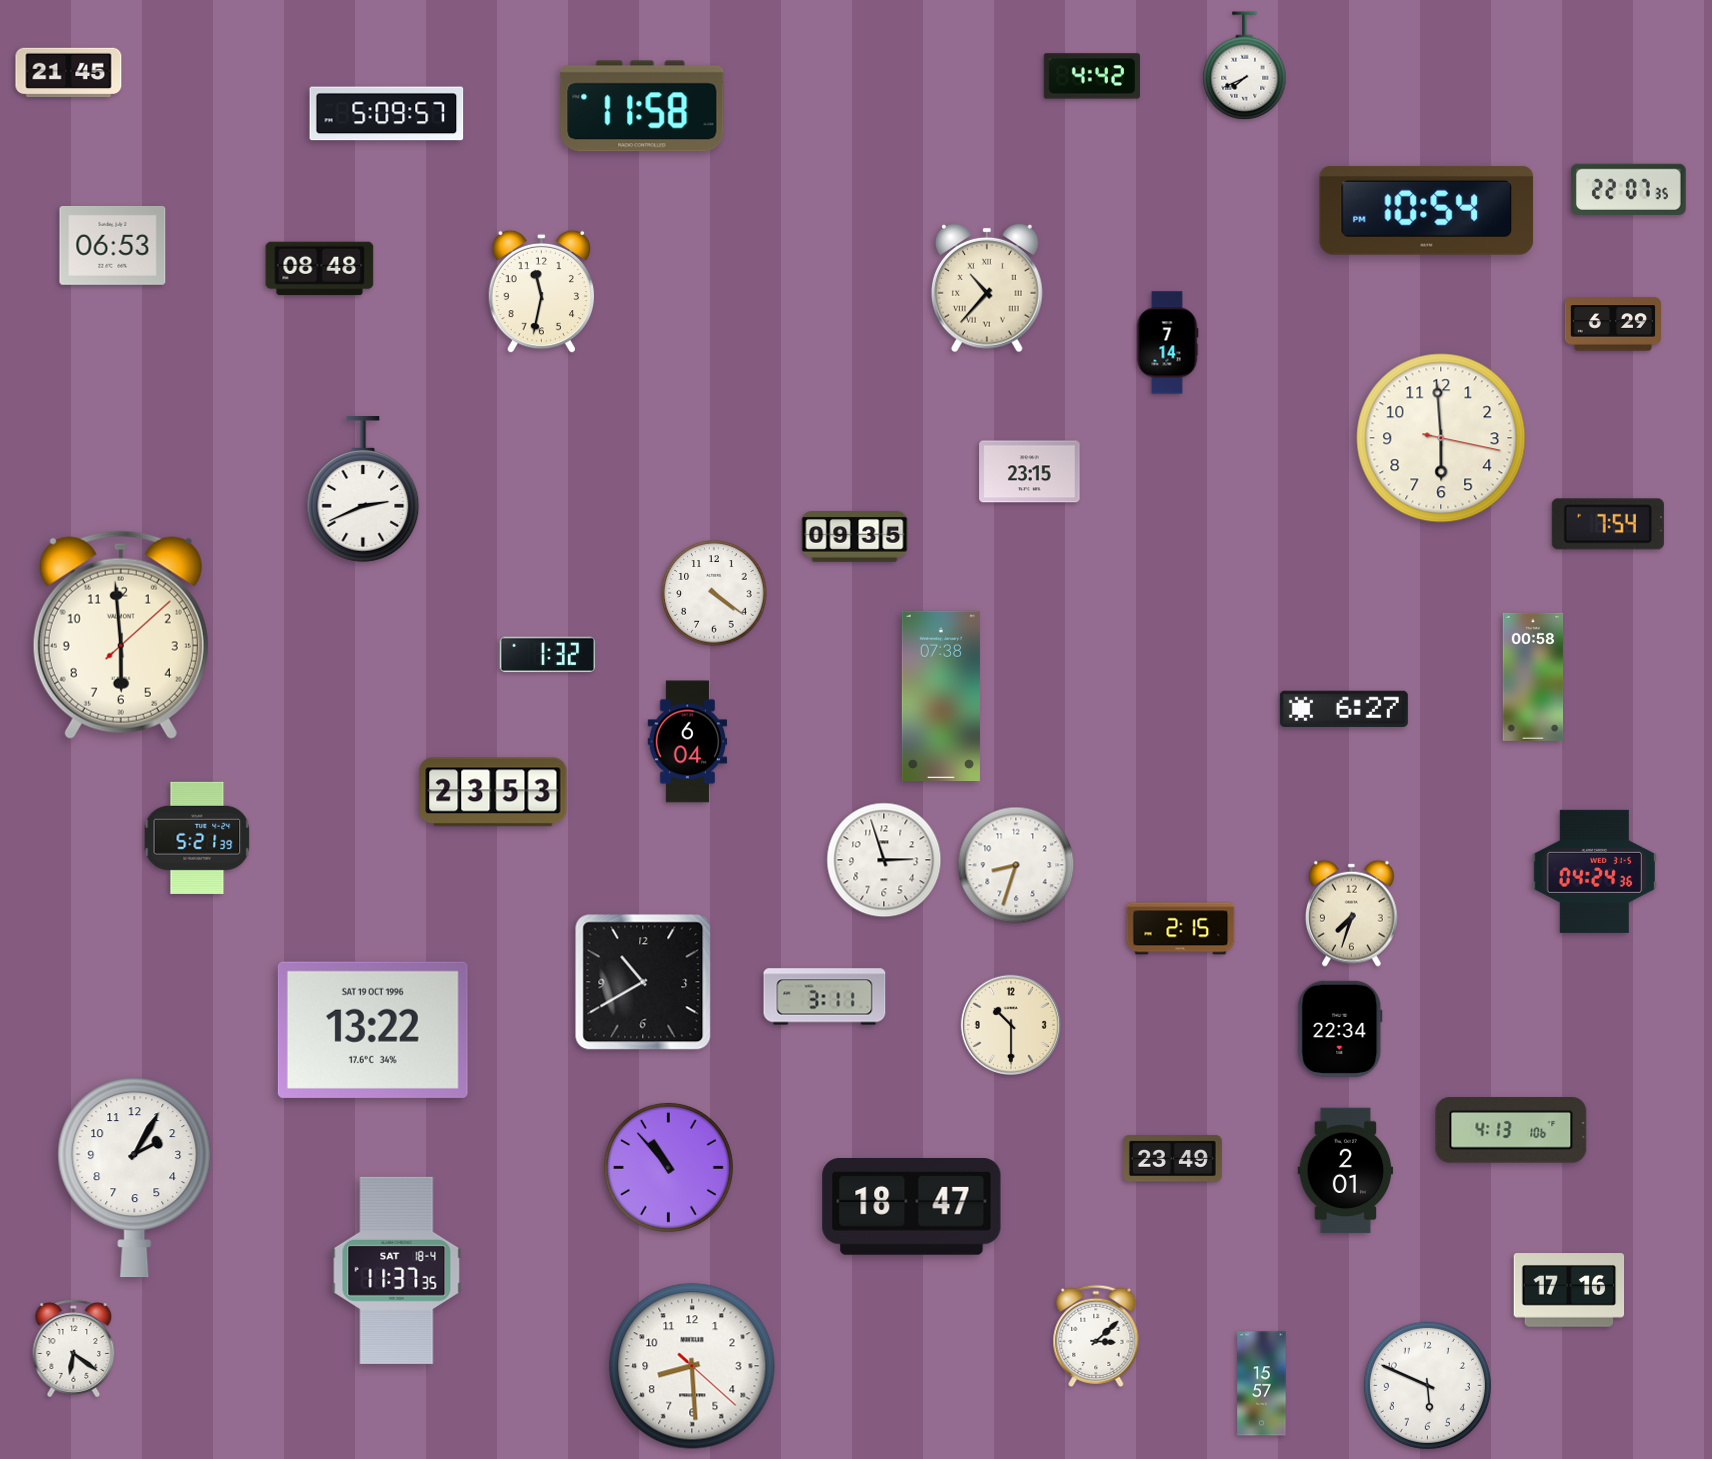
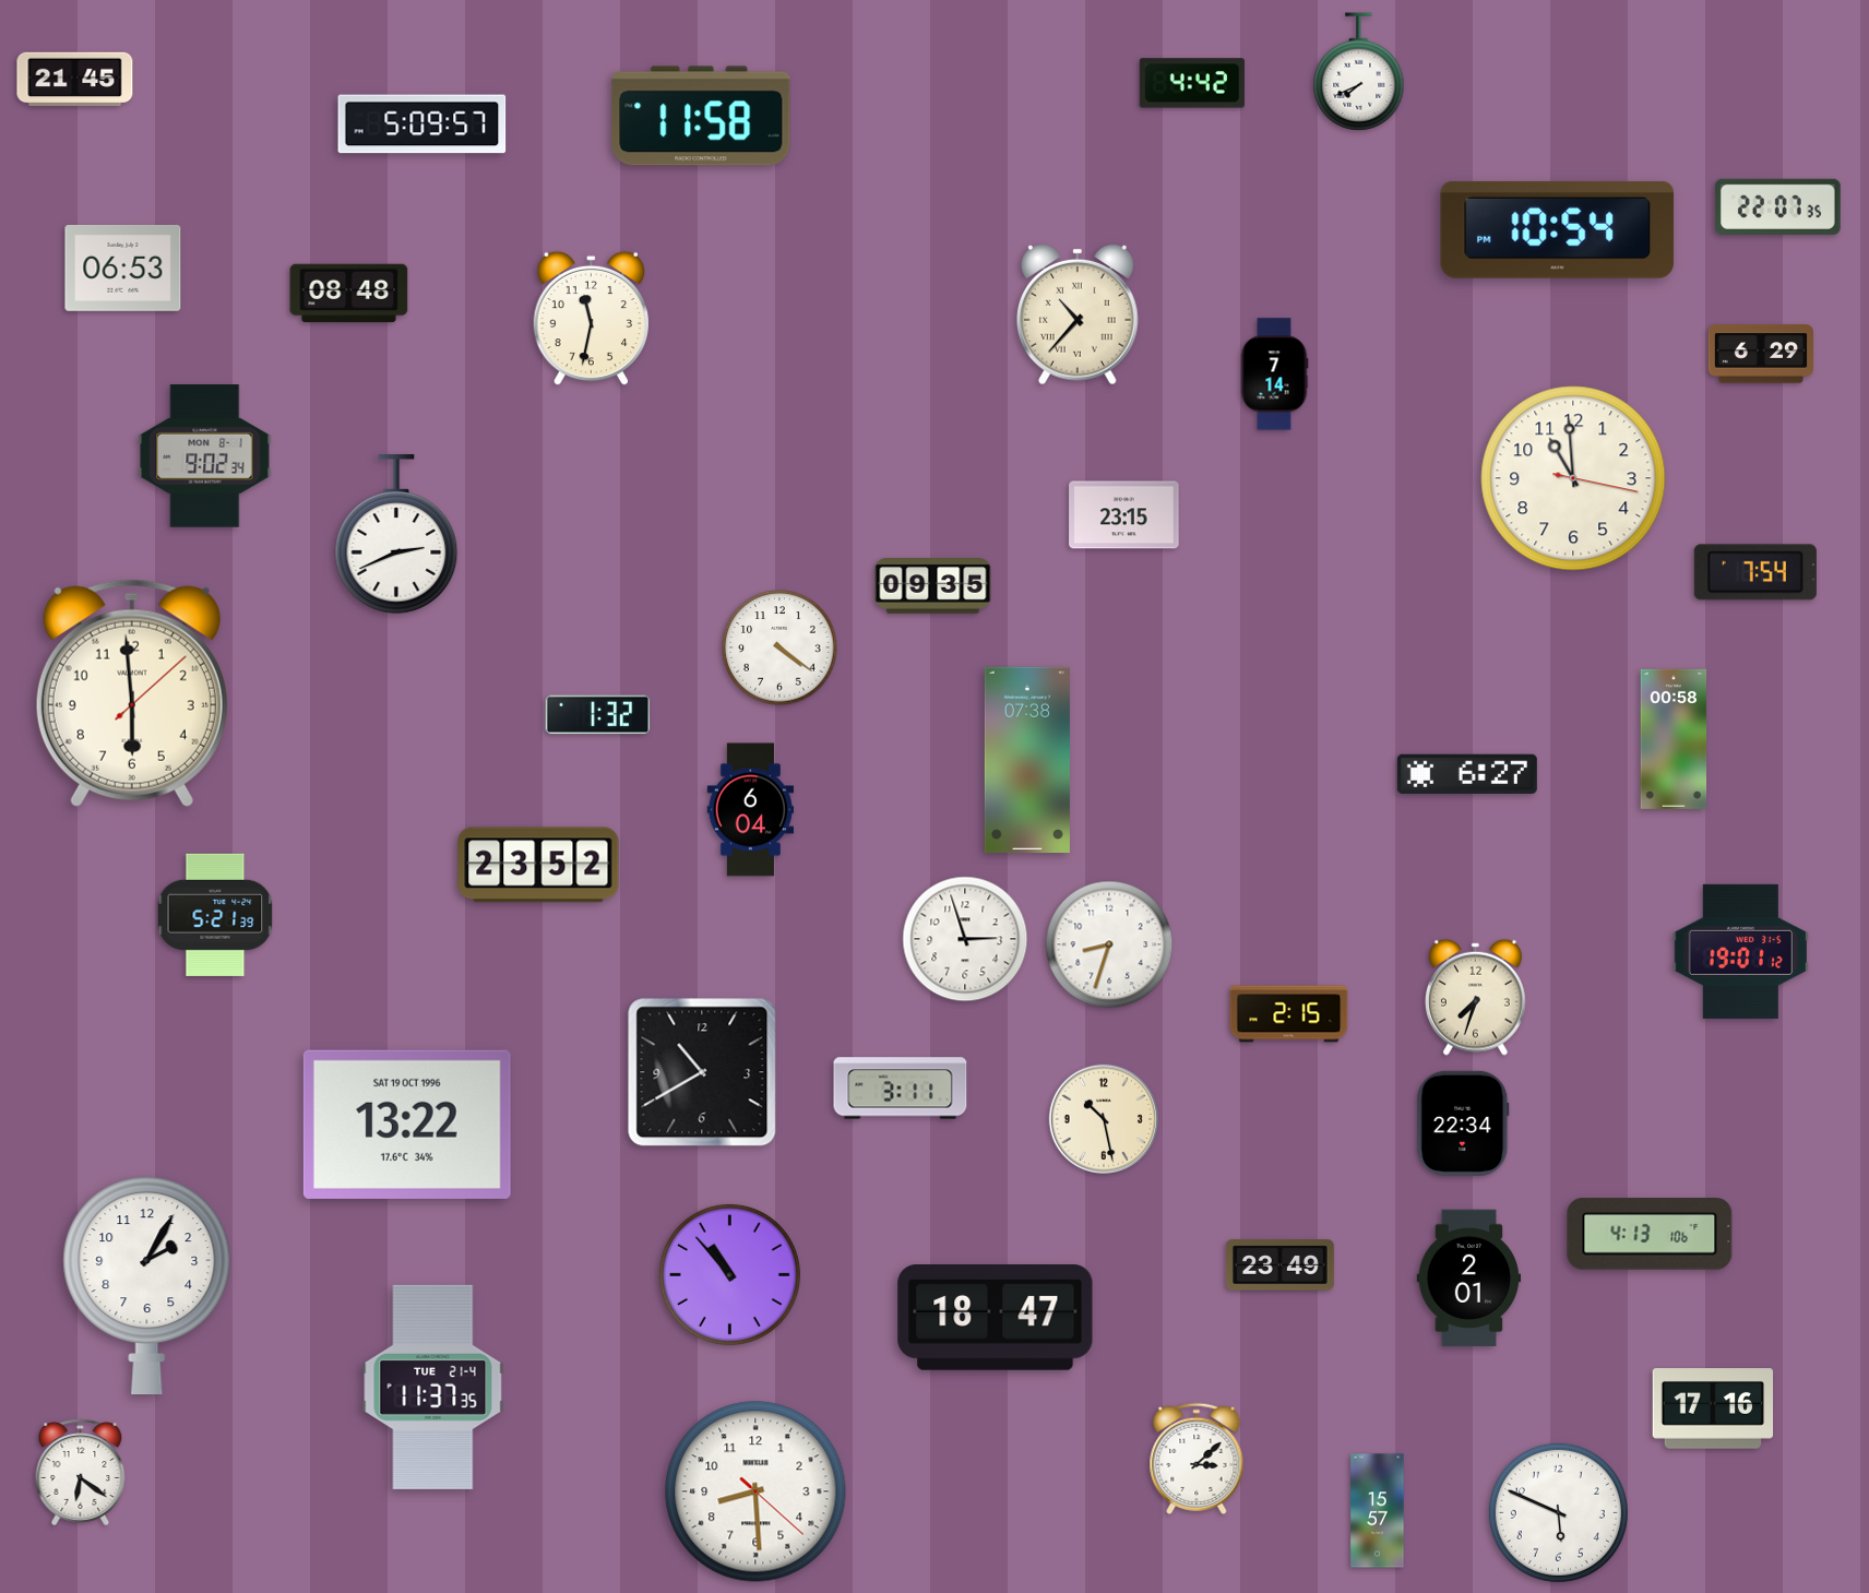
clock at (205, 456): none -> 9:02
clock at (1441, 438): 5:59 -> 10:59
clock at (493, 792): 23:53 -> 23:52
clock at (1595, 871): 04:24 -> 19:01
clock at (1011, 1025): 10:30 -> 10:28
clock at (397, 1270) date: SAT 18-4 -> TUE 21-4
